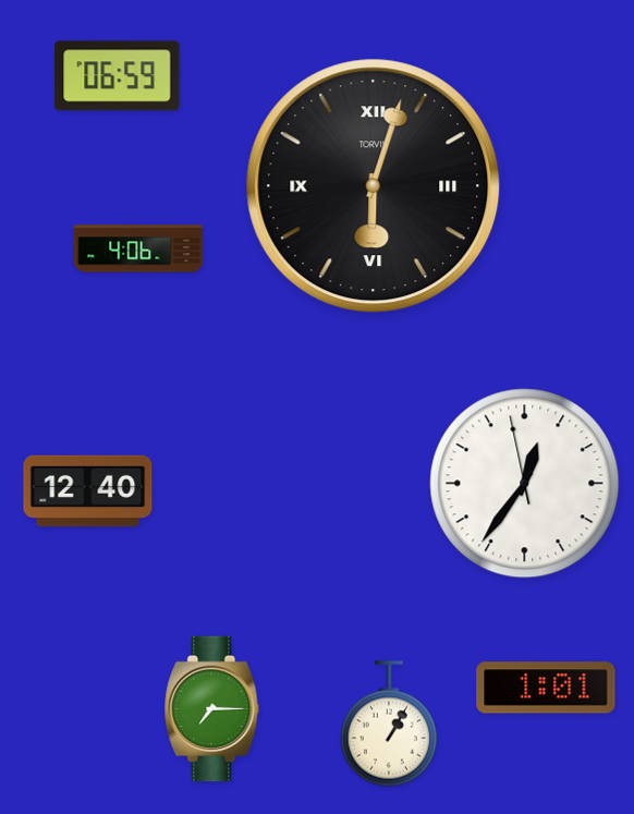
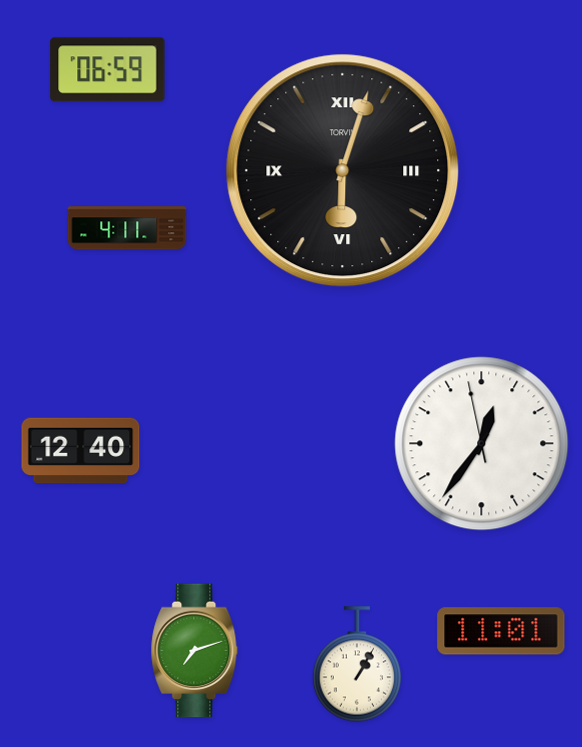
clock at (138, 248): 4:06 -> 4:11
clock at (546, 688): 1:01 -> 11:01
clock at (212, 709): 7:15 -> 7:12
